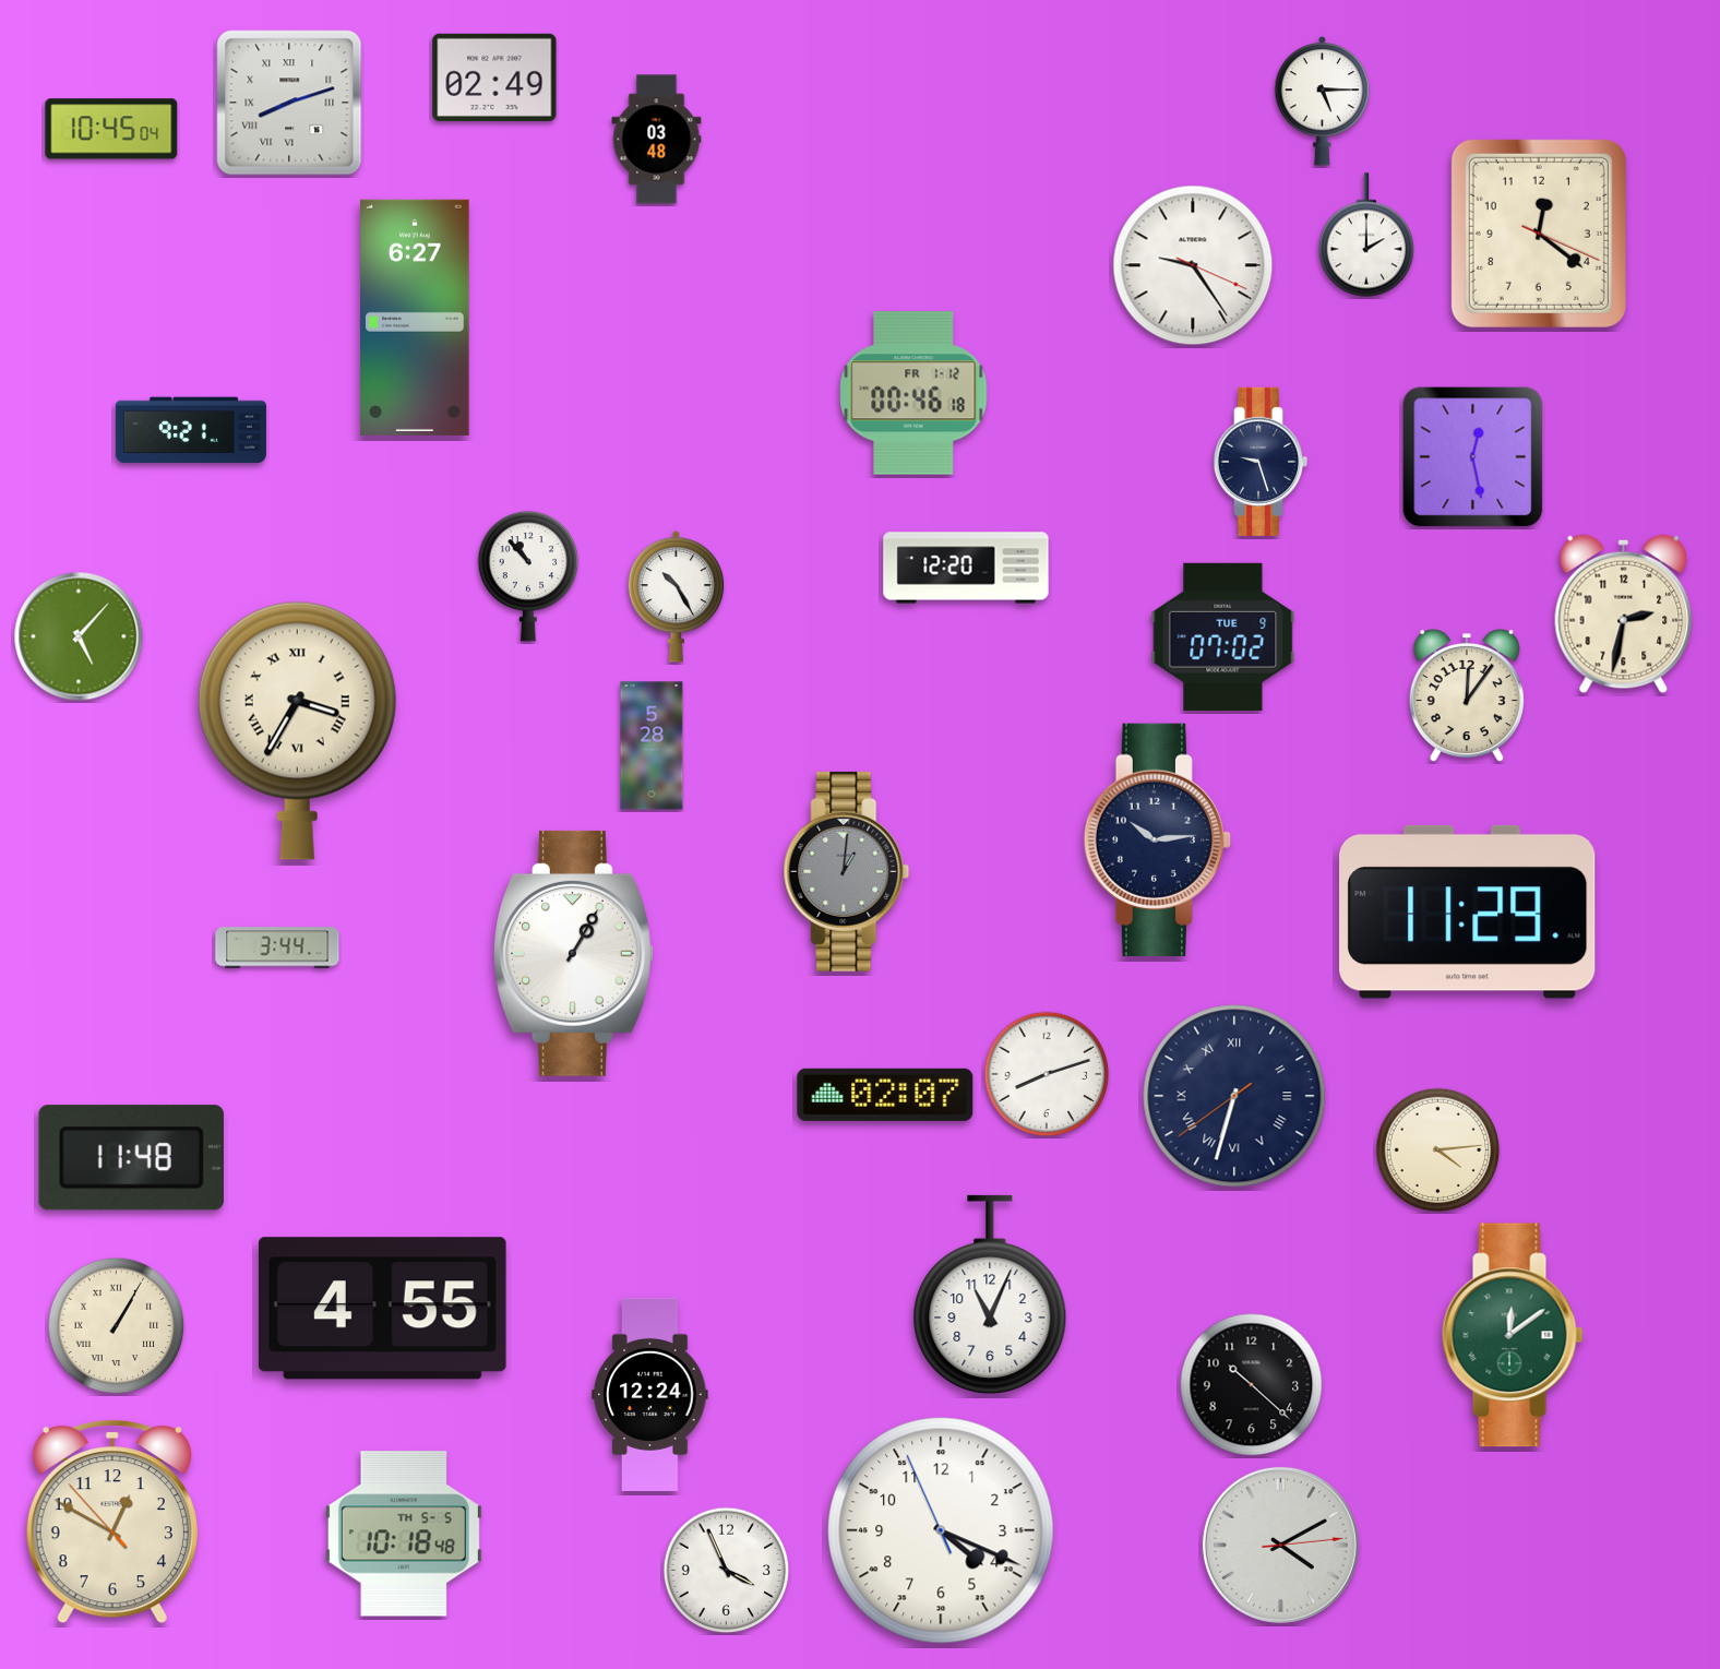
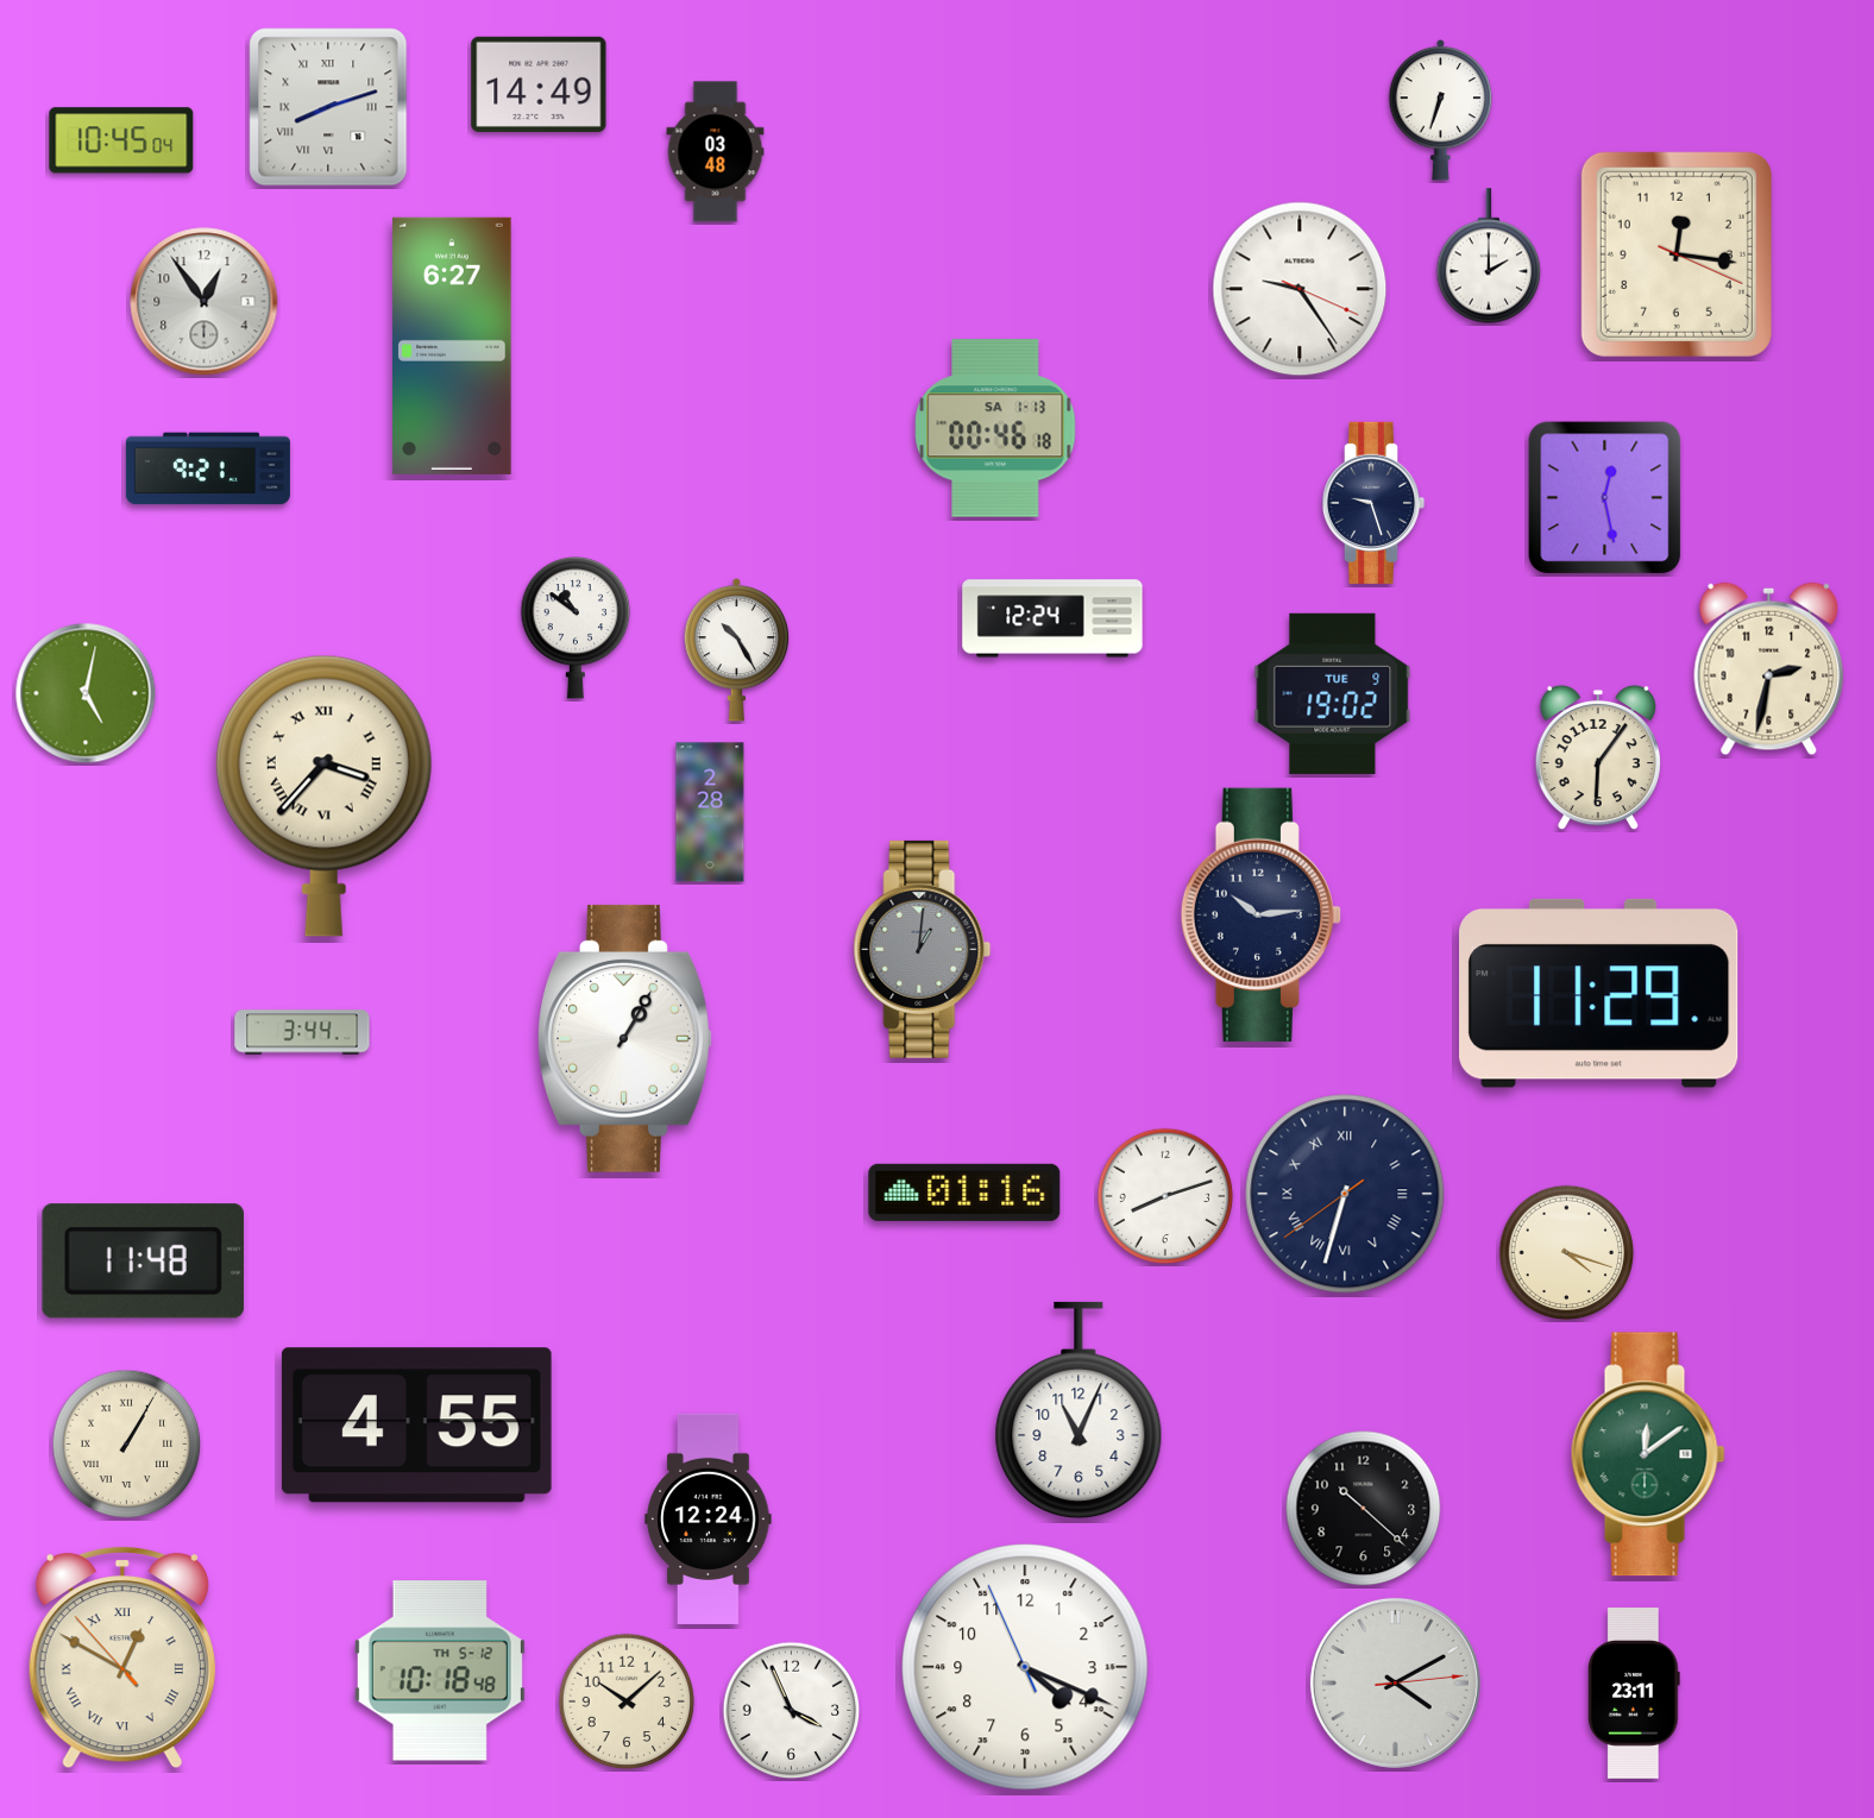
clock at (494, 78): 02:49 -> 14:49
clock at (1323, 100): 5:15 -> 6:33
clock at (289, 103) position: (289, 103) -> (328, 107)
clock at (1539, 234): 12:21 -> 12:16
clock at (205, 302): none -> 12:54
clock at (913, 393) date: FR 1-12 -> SA 1-13
clock at (966, 568): 12:20 -> 12:24
clock at (528, 576): 10:53 -> 10:51
clock at (79, 636): 5:07 -> 5:02
clock at (1223, 636): 07:02 -> 19:02
clock at (1467, 695): 12:06 -> 6:06
clock at (297, 730): 3:35 -> 3:37
clock at (652, 746): 5:28 -> 2:28
clock at (1047, 1074) position: (1047, 1074) -> (1165, 1196)
clock at (885, 1095): 02:07 -> 01:16
clock at (1438, 1151): 4:14 -> 4:18
clock at (112, 1522) numerals: Arabic -> Roman
clock at (404, 1534) date: TH 5-5 -> TH 5-12
clock at (1634, 1694): none -> 23:11
clock at (627, 1701): none -> 10:08
